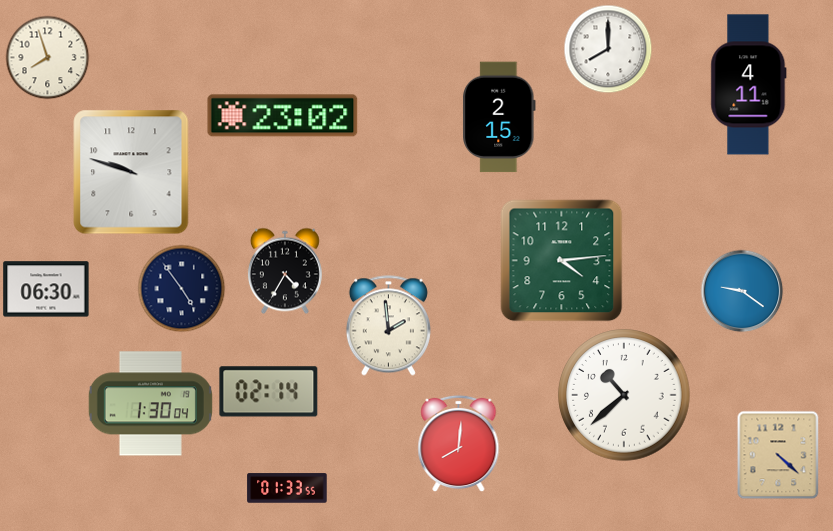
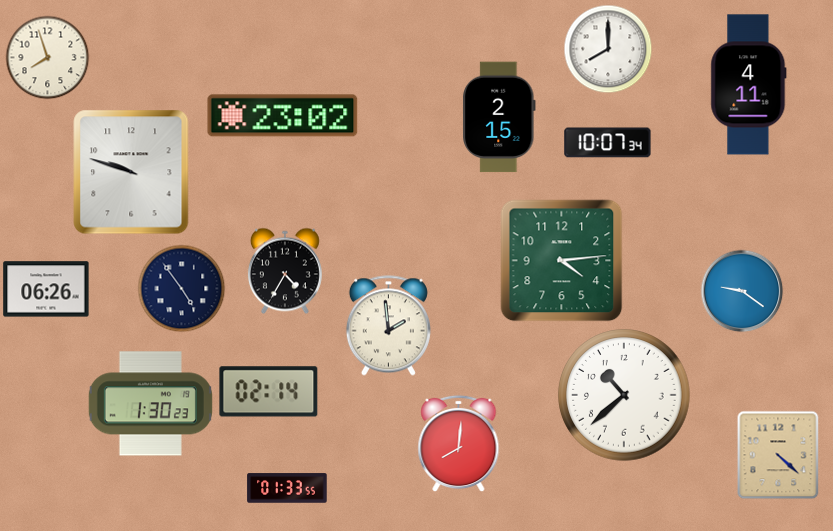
clock at (608, 143): none -> 10:07
clock at (46, 289): 06:30 -> 06:26
clock at (150, 404): 1:30:04 -> 1:30:23
